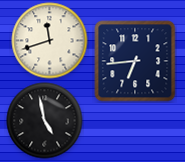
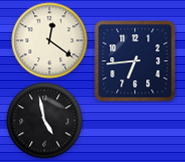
clock at (50, 41): 11:42 -> 12:21
